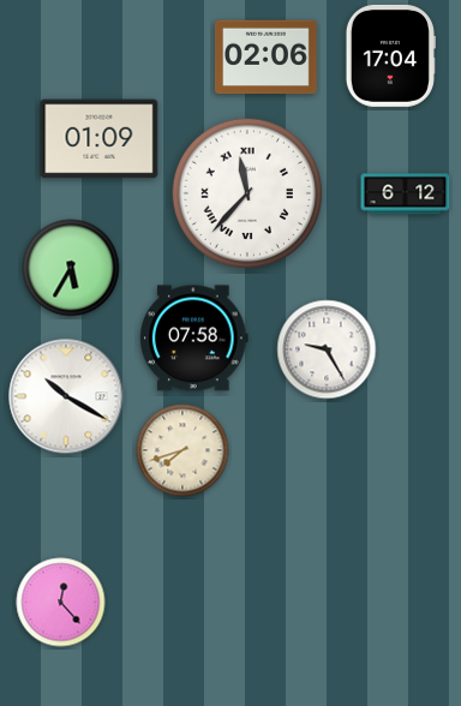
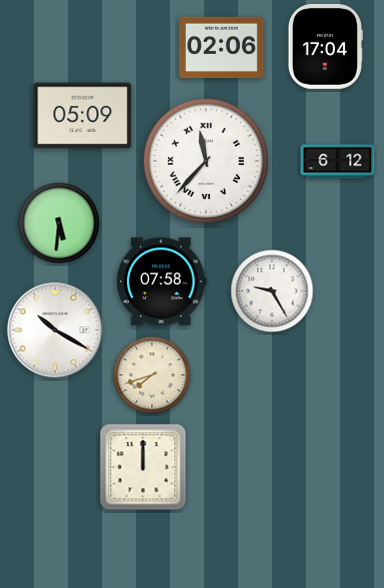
clock at (100, 139): 01:09 -> 05:09
clock at (71, 268): 5:35 -> 5:31
clock at (143, 467): none -> 12:00
clock at (61, 603): 12:23 -> none
